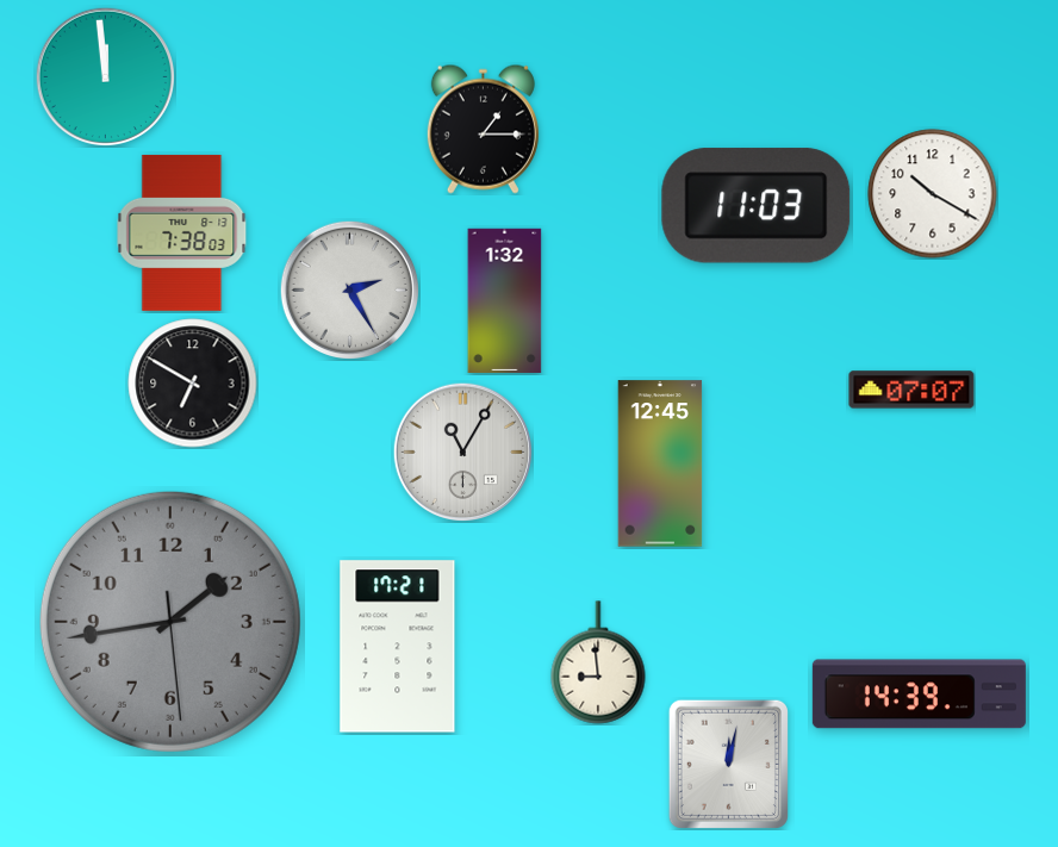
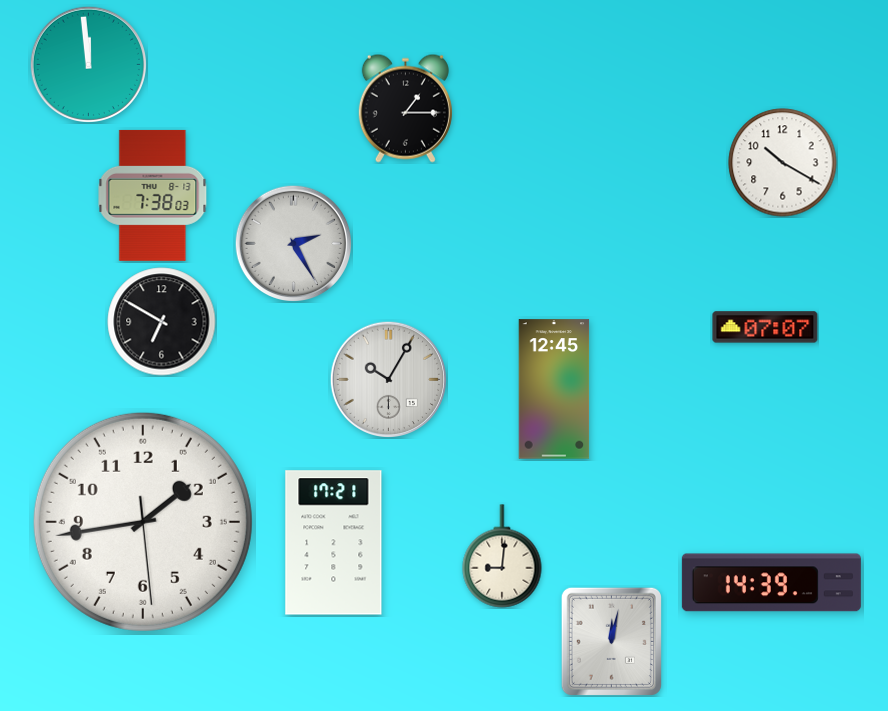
clock at (757, 206): 11:03 -> none
clock at (505, 301): 1:32 -> none
clock at (462, 451): 11:05 -> 10:05
clock at (170, 622) dial: grey -> white
clock at (598, 662): 8:59 -> 9:01
